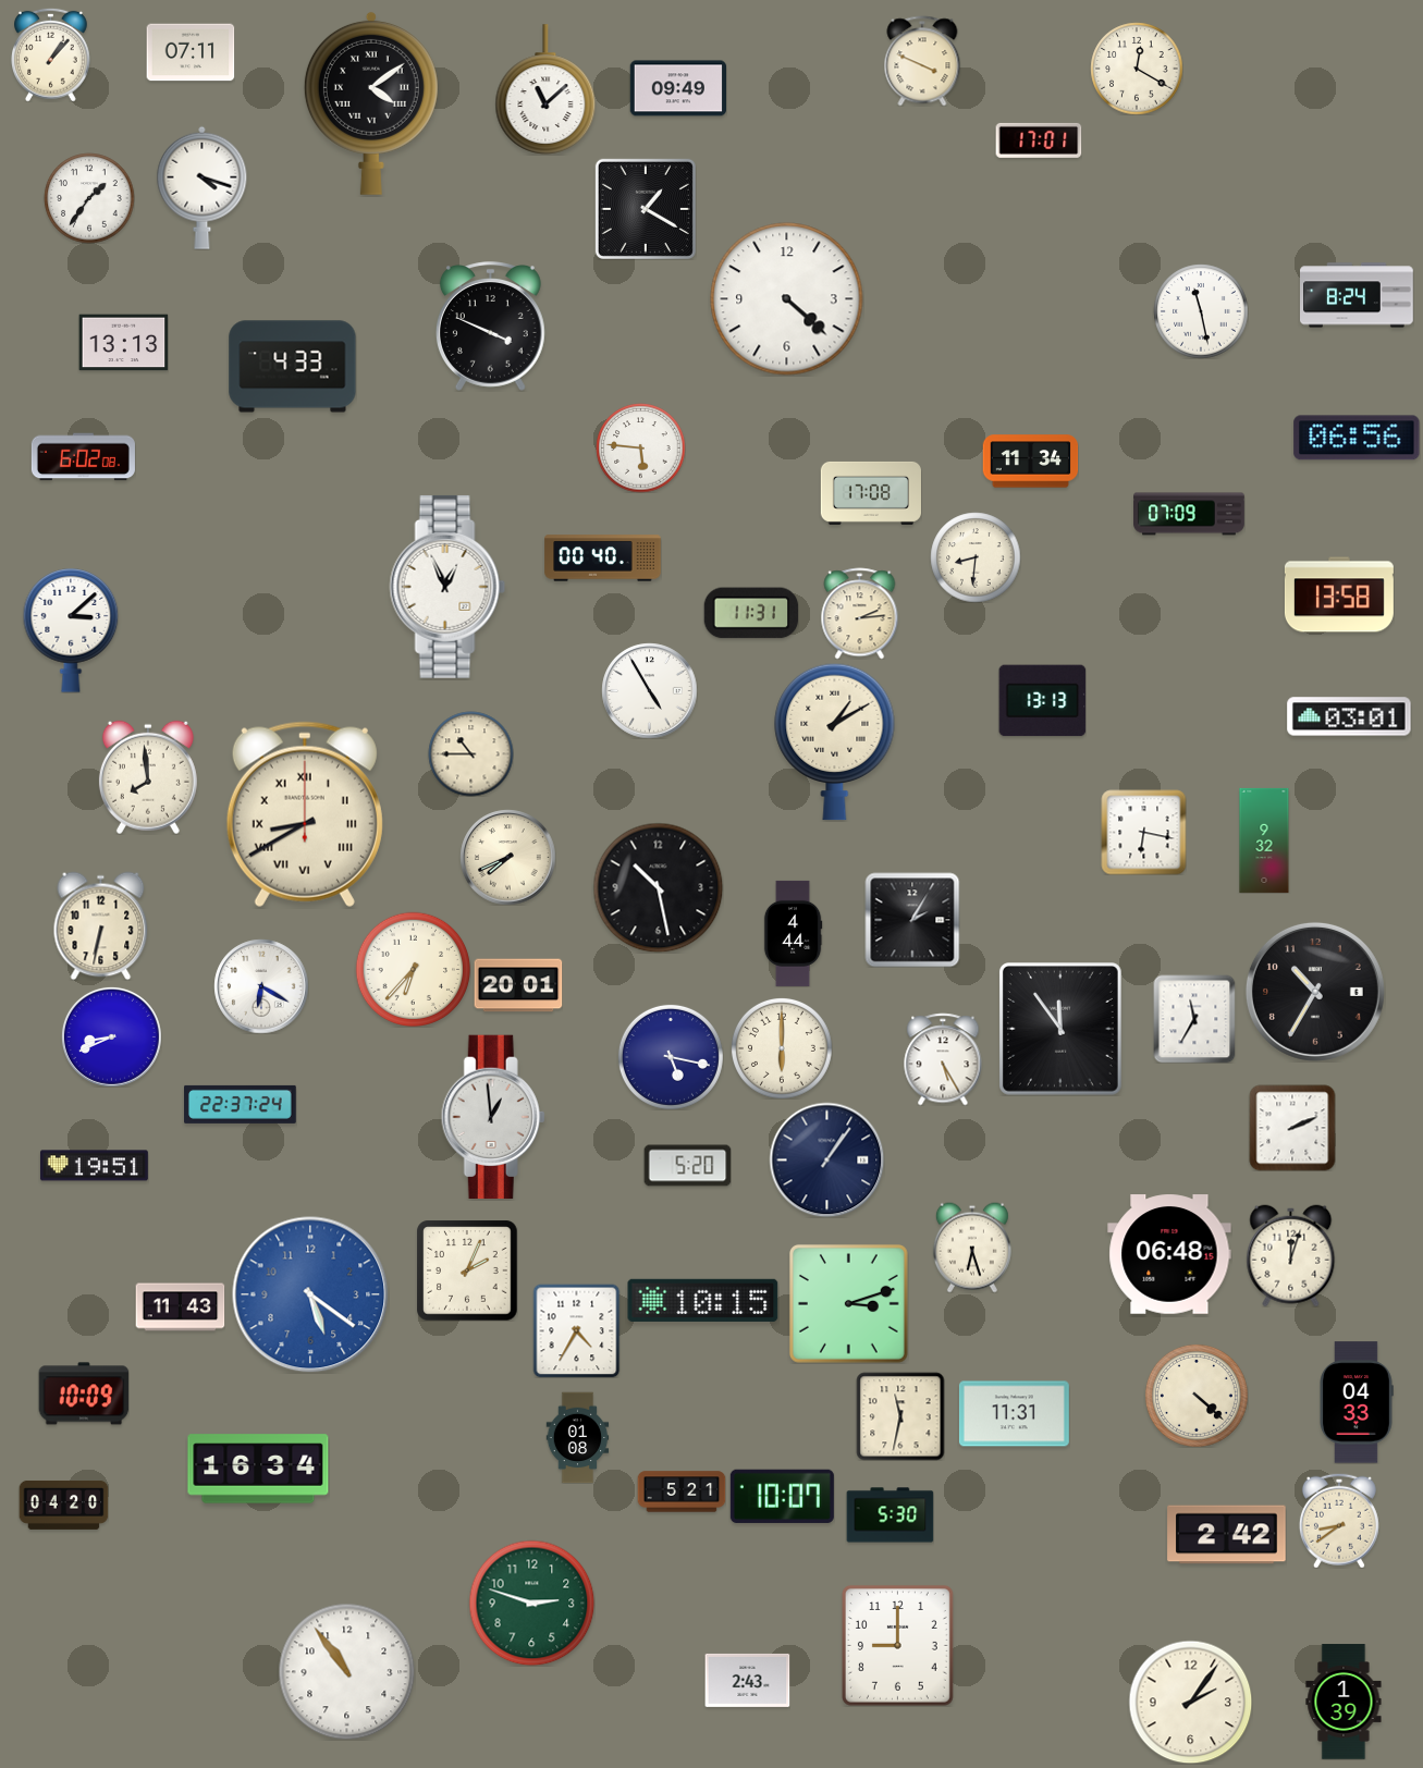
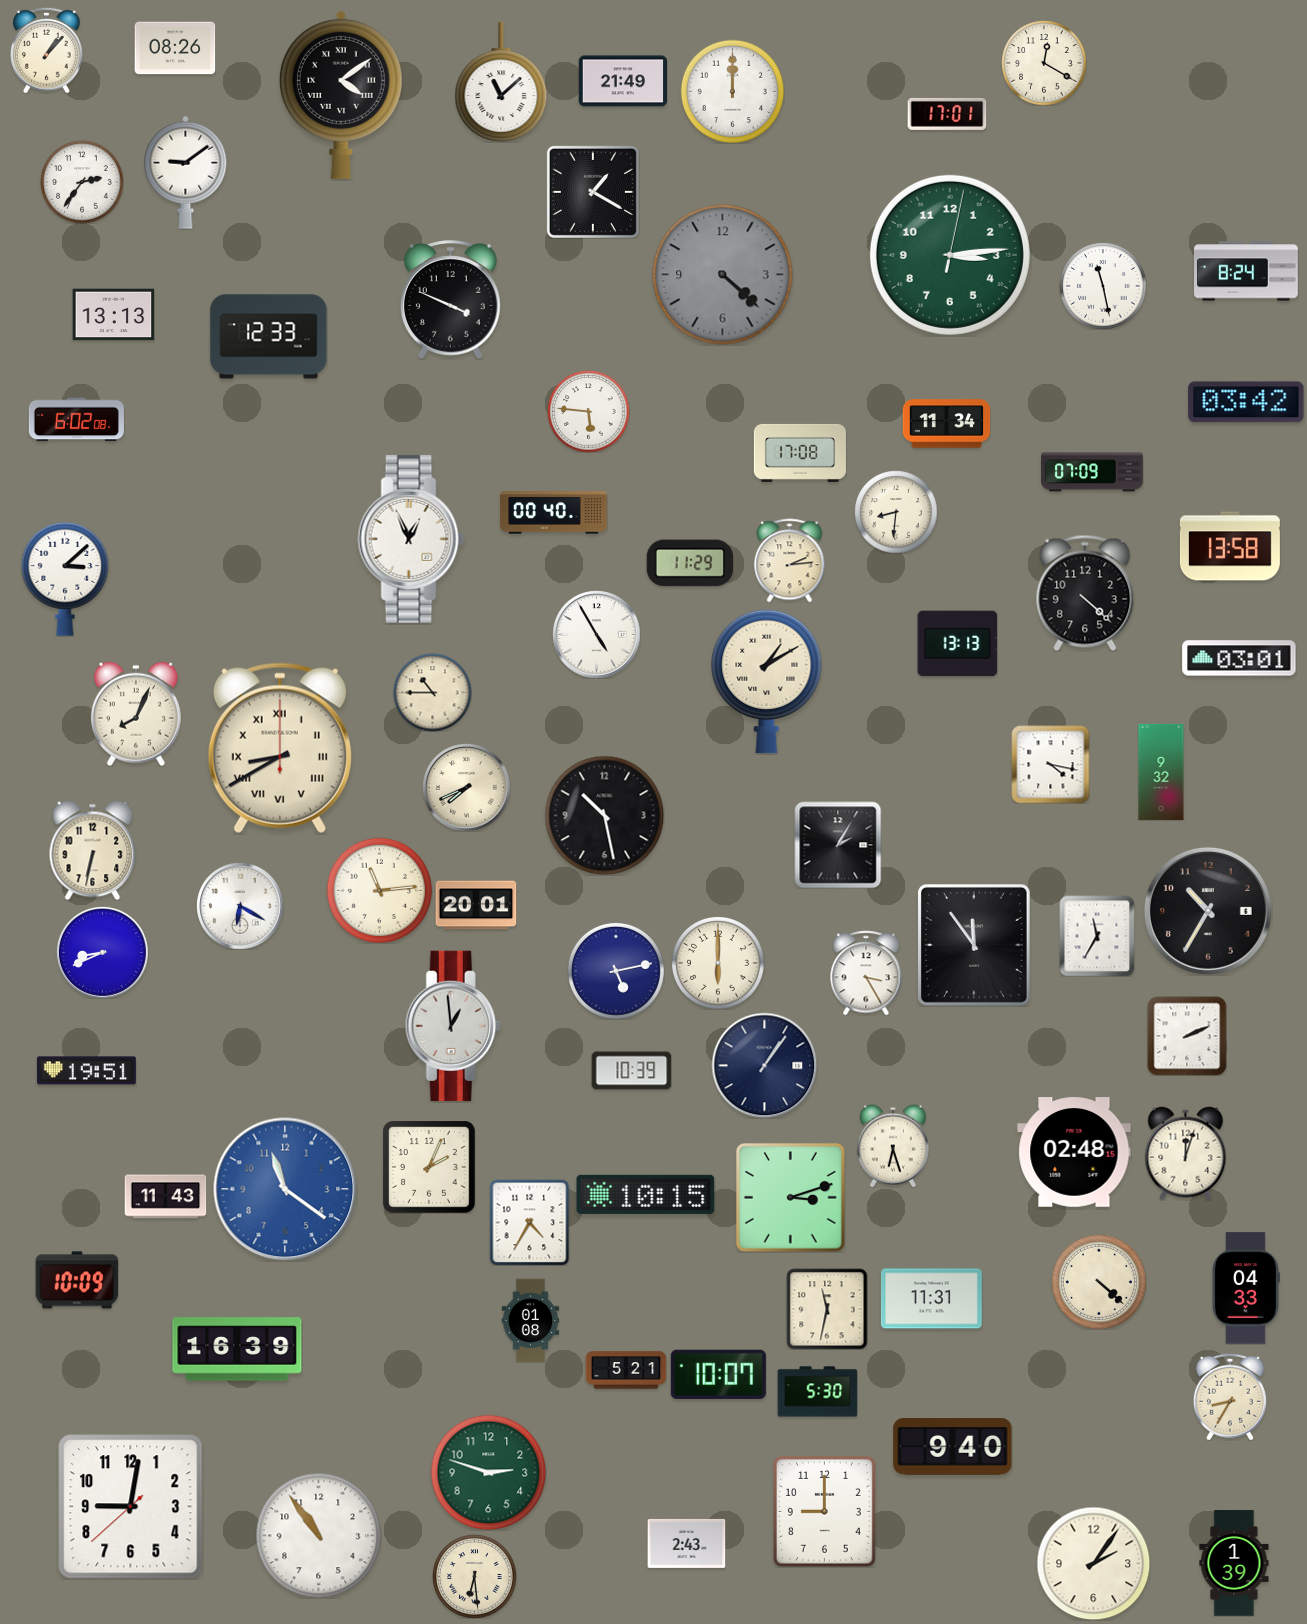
clock at (191, 52): 07:11 -> 08:26
clock at (922, 61): 3:49 -> none
clock at (678, 88): 09:49 -> 21:49
clock at (732, 91): none -> 12:00
clock at (1039, 140) position: (1039, 140) -> (947, 114)
clock at (203, 187): 4:18 -> 9:09
clock at (89, 198): 1:36 -> 2:36
clock at (950, 255): none -> 3:14
clock at (787, 299) dial: white -> grey
clock at (293, 367): 4:33 -> 12:33
clock at (1357, 438): 06:56 -> 03:42
clock at (751, 613): 11:31 -> 11:29
clock at (860, 613) position: (860, 613) -> (790, 560)
clock at (1085, 593): none -> 4:22
clock at (148, 777): 7:59 -> 8:04
clock at (1143, 832): 6:17 -> 4:17
clock at (793, 933): 4:44 -> none
clock at (413, 969): 6:37 -> 11:14
clock at (671, 1057): 5:17 -> 5:13
clock at (943, 1059): 5:25 -> 3:25
clock at (241, 1104): 22:37 -> none
clock at (826, 1159) position: (826, 1159) -> (764, 1065)
clock at (687, 1166): 5:20 -> 10:39
clock at (1169, 1254): 06:48 -> 02:48
clock at (310, 1294): 5:21 -> 11:21
clock at (848, 1303) position: (848, 1303) -> (790, 1197)
clock at (180, 1307) position: (180, 1307) -> (165, 1197)
clock at (900, 1416) position: (900, 1416) -> (827, 1309)
clock at (258, 1469): 16:34 -> 16:39
clock at (63, 1505): 04:20 -> none
clock at (1339, 1521): 8:39 -> 8:35
clock at (1227, 1535): 2:42 -> none
clock at (953, 1447): none -> 9:40
clock at (131, 1507): none -> 9:01
clock at (474, 1576): none -> 6:29
